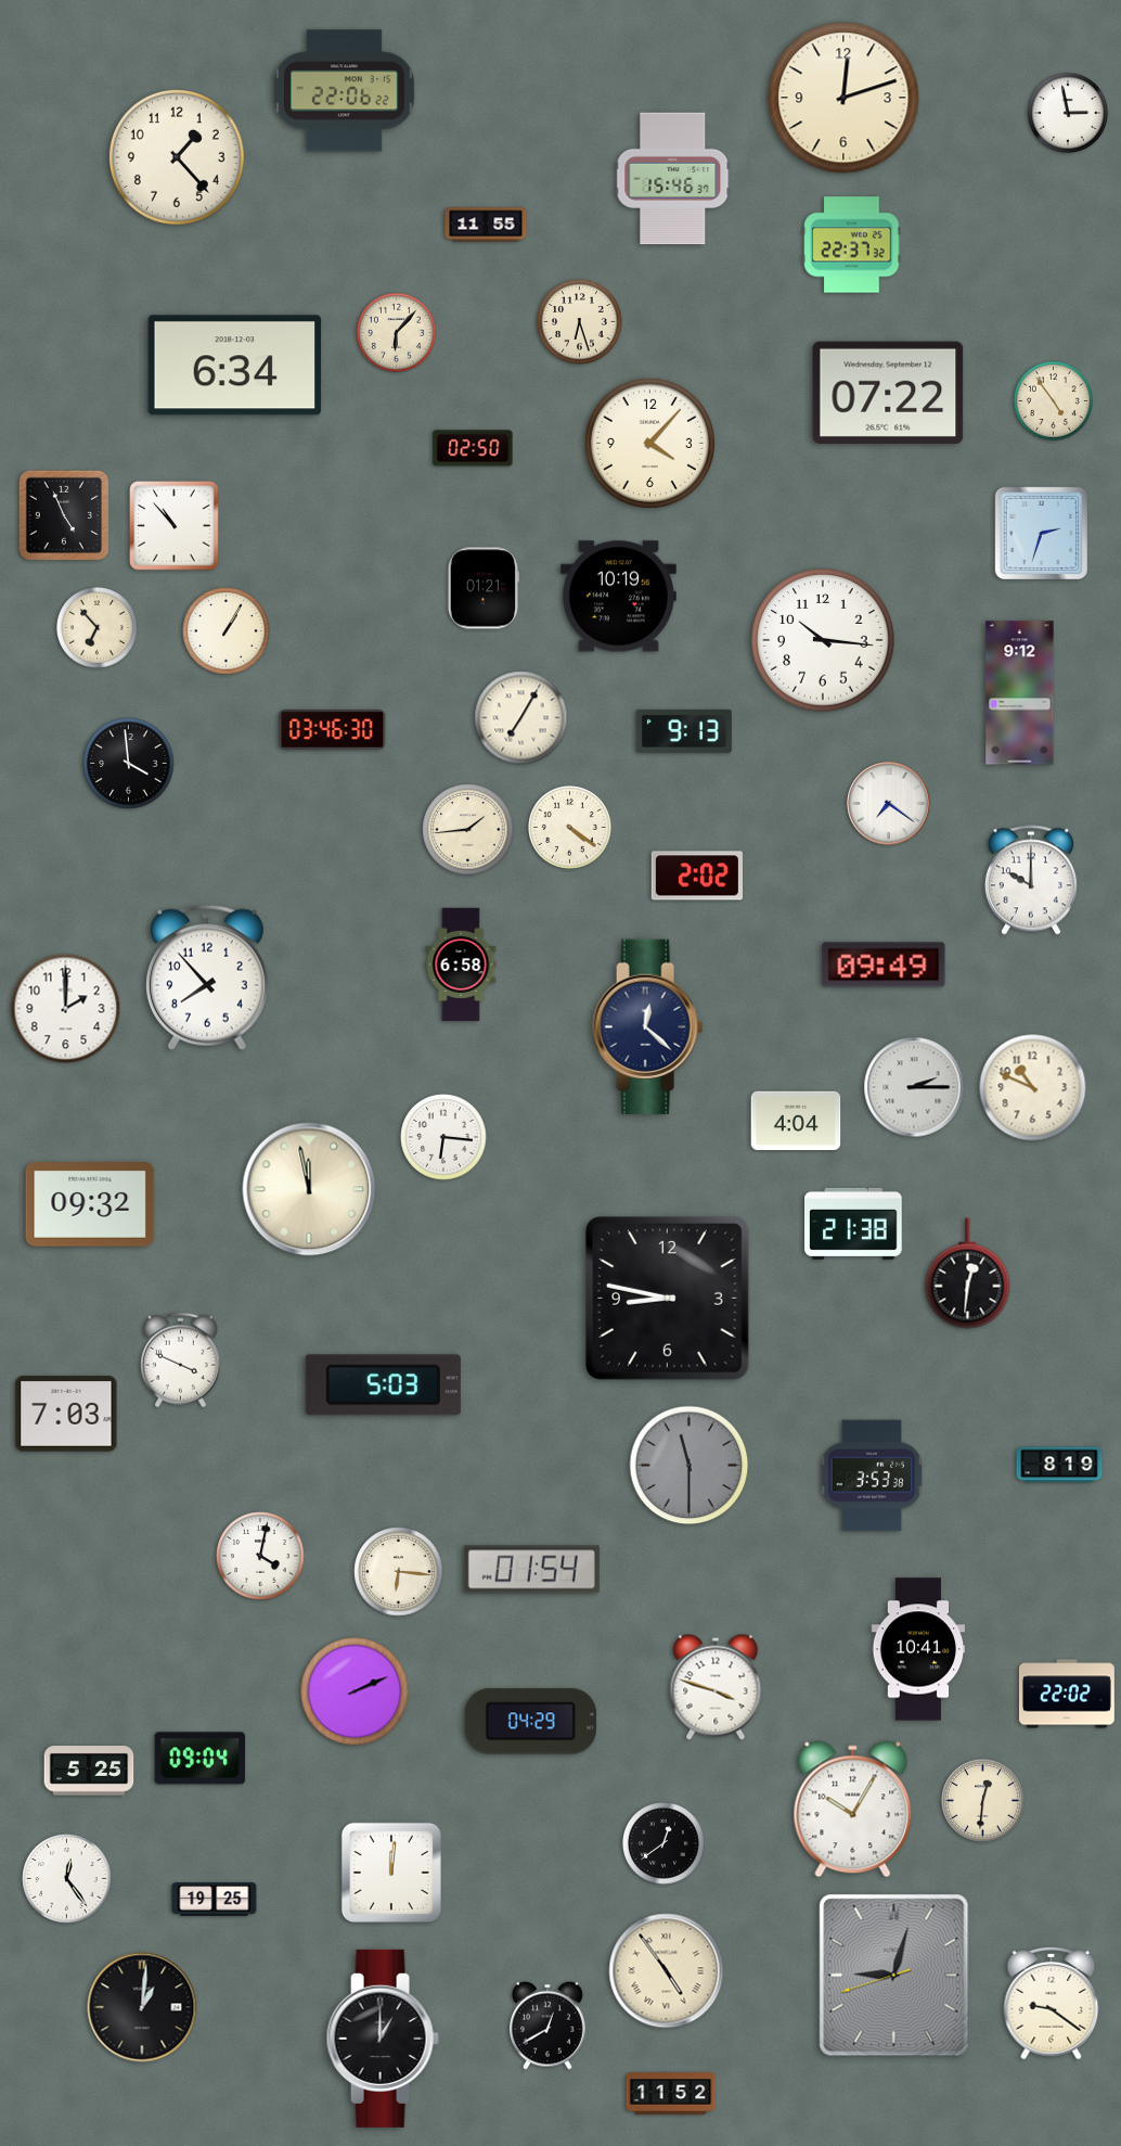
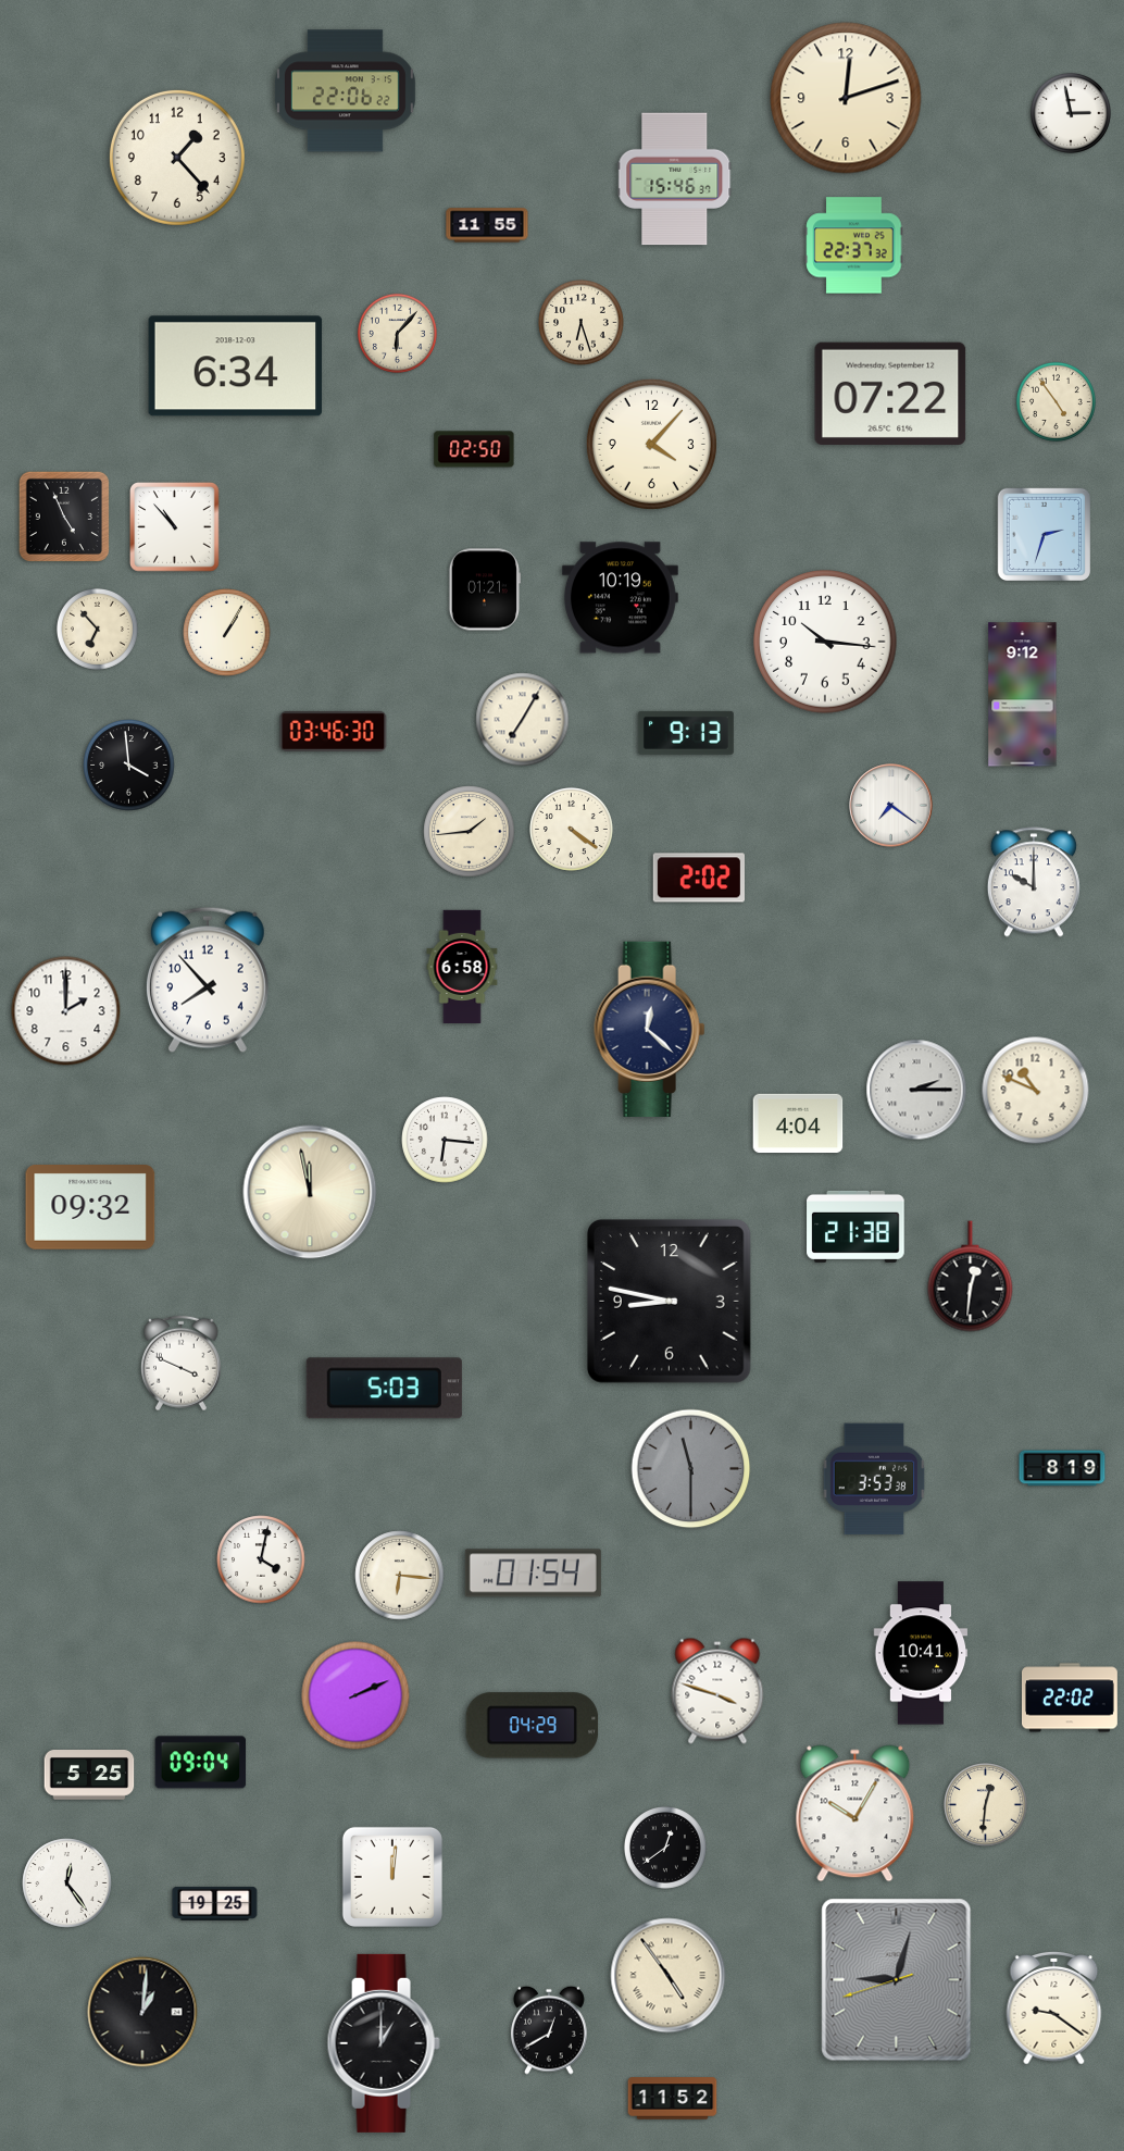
clock at (884, 965): 09:49 -> none
clock at (66, 1414): 7:03 -> none
